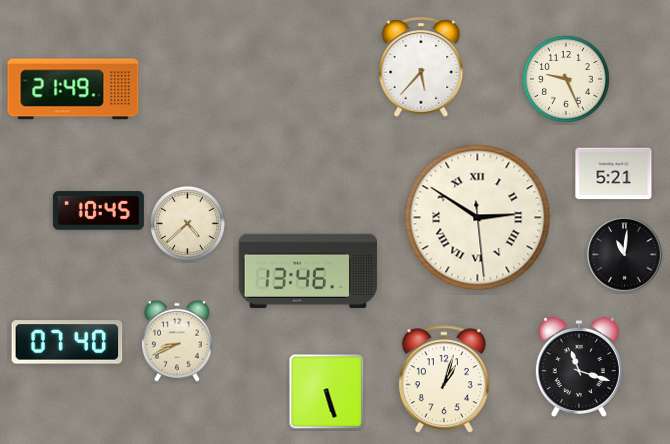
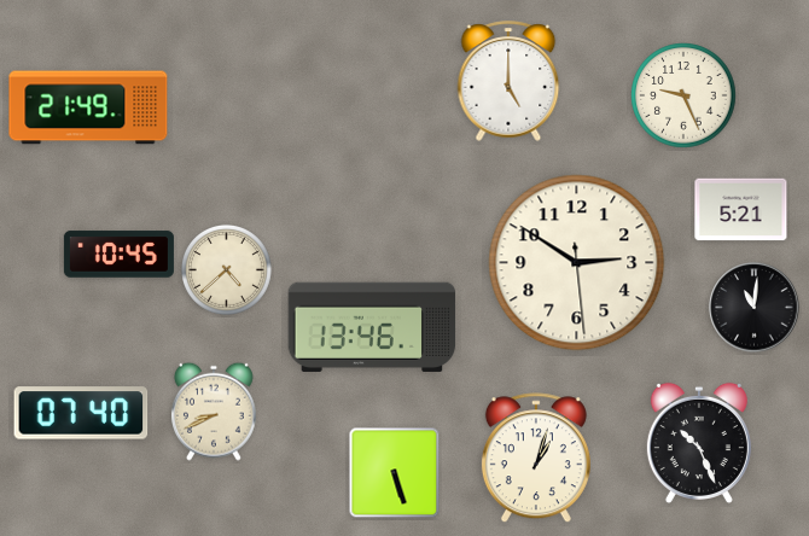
clock at (421, 67): 5:37 -> 5:00
clock at (478, 218) numerals: Roman -> Arabic
clock at (579, 367): 11:18 -> 10:26
